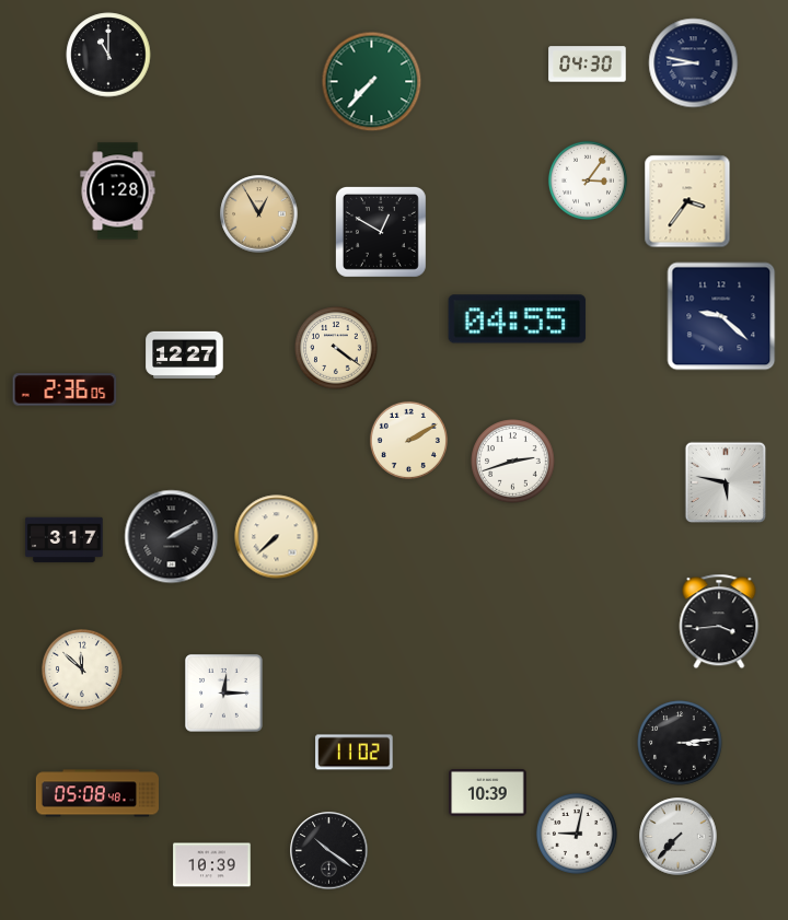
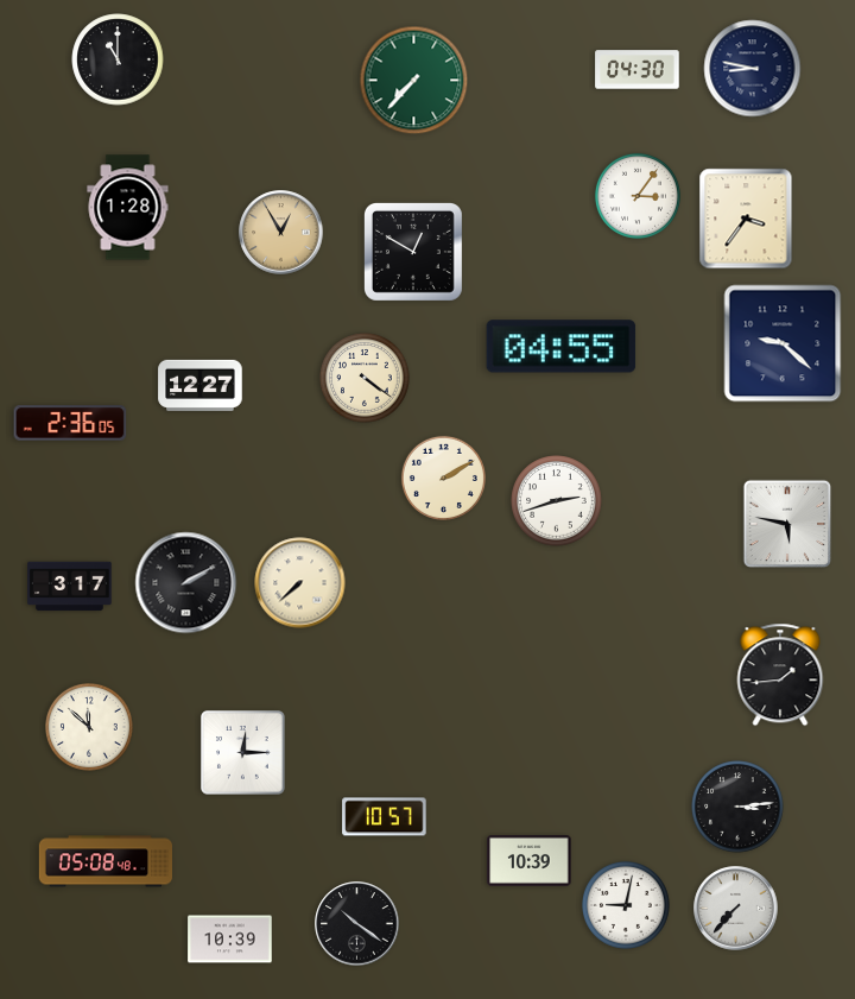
clock at (372, 82) position: (372, 82) -> (414, 81)
clock at (719, 621): 3:44 -> 1:44
clock at (355, 753): 11:02 -> 10:57
